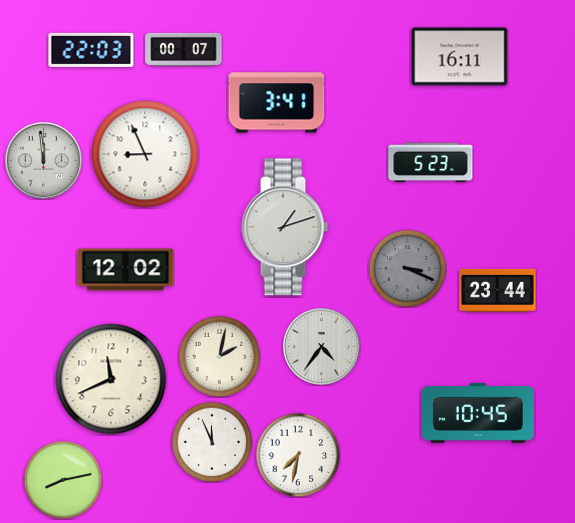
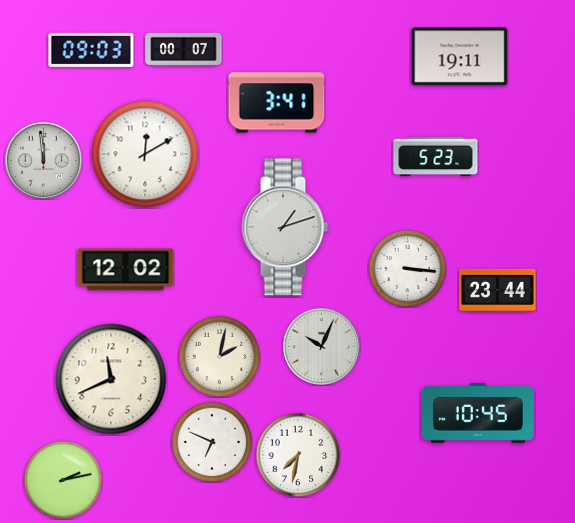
clock at (91, 50): 22:03 -> 09:03
clock at (460, 57): 16:11 -> 19:11
clock at (145, 154): 8:56 -> 12:10
clock at (431, 163) position: (431, 163) -> (436, 157)
clock at (407, 268): 3:19 -> 3:16
clock at (407, 268) dial: grey -> white
clock at (321, 346): 4:36 -> 10:04
clock at (212, 442): 11:56 -> 6:49
clock at (63, 480): 8:13 -> 2:13
